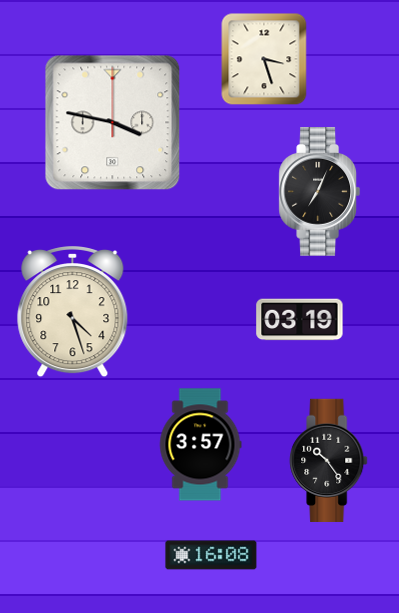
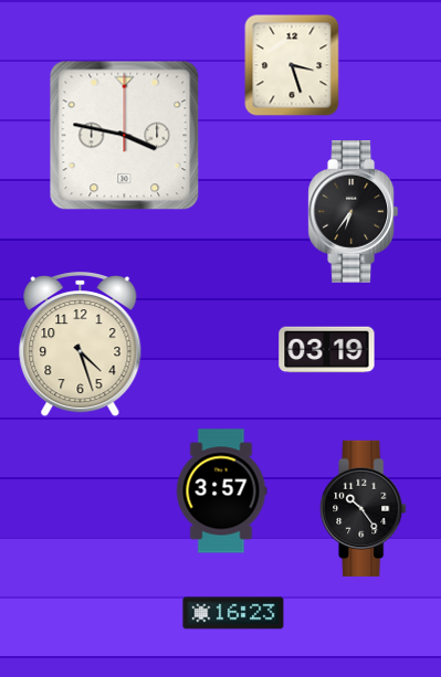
clock at (319, 192): 7:04 -> 6:36
clock at (300, 320) position: (300, 320) -> (327, 350)
clock at (211, 555): 16:08 -> 16:23
